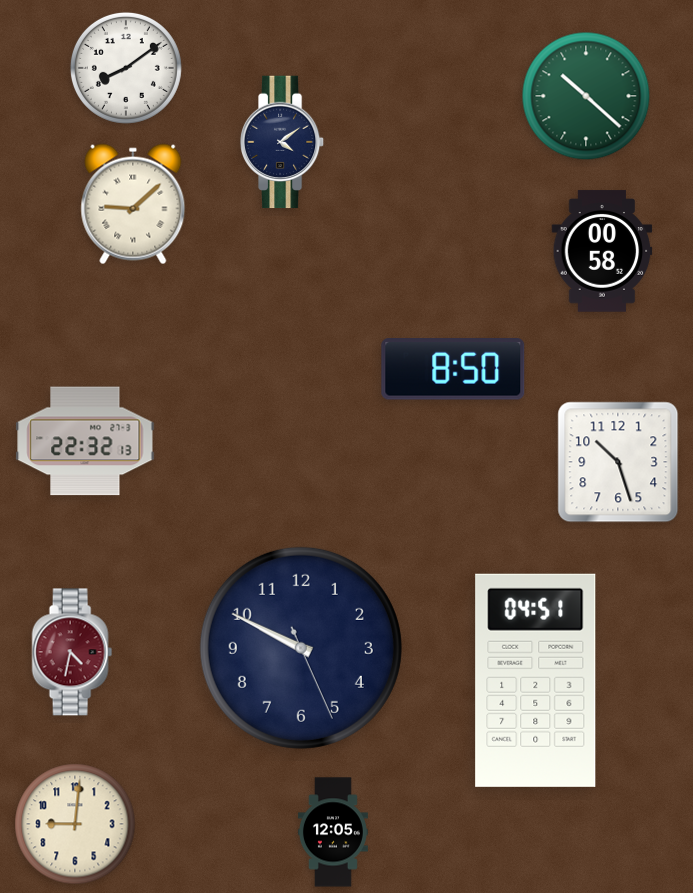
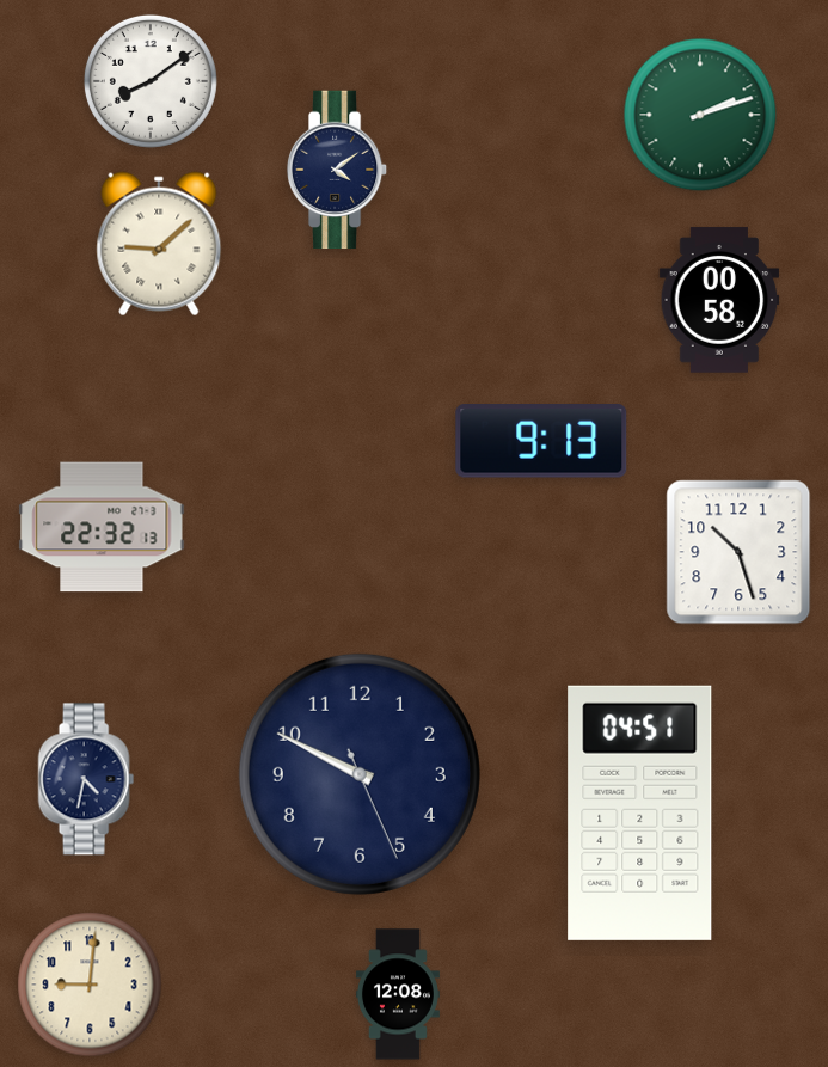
clock at (586, 96): 10:22 -> 2:12
clock at (453, 369): 8:50 -> 9:13
clock at (72, 652) dial: burgundy -> navy
clock at (333, 832): 12:05 -> 12:08
